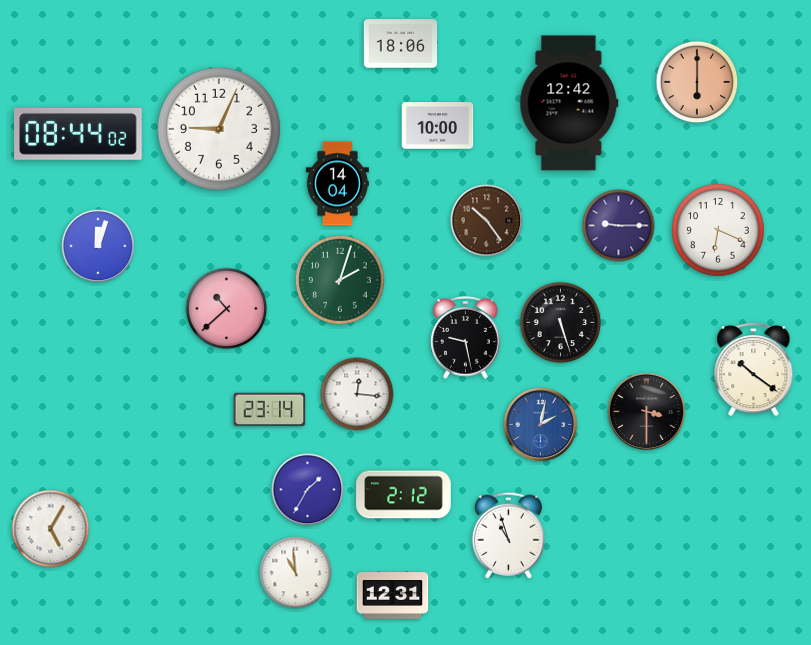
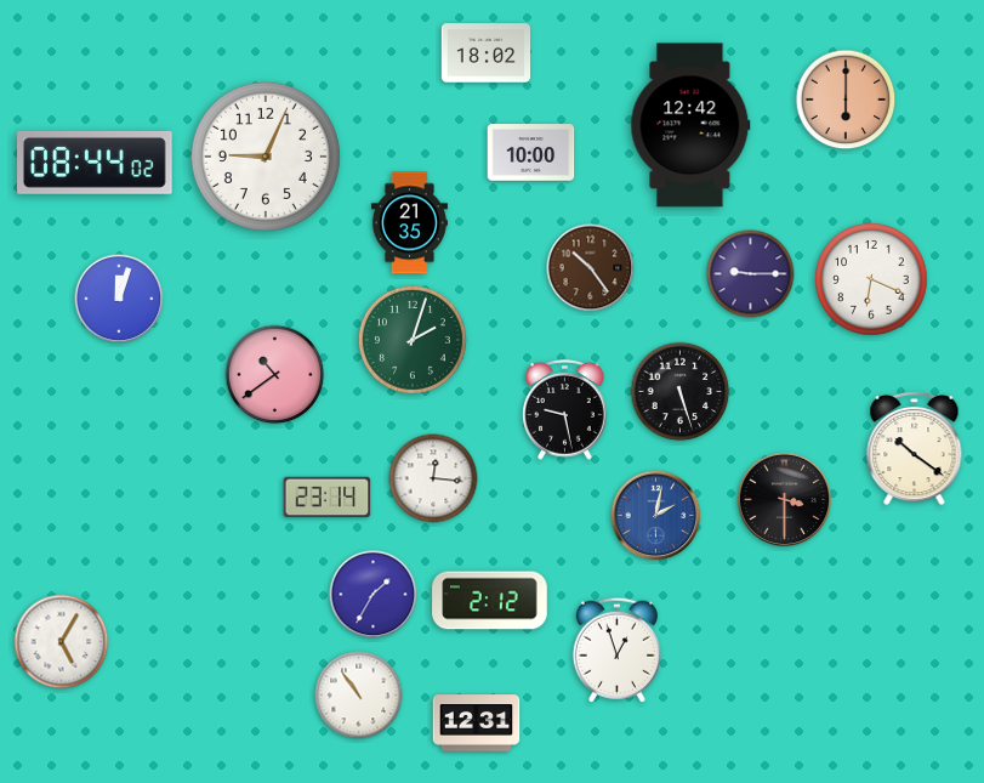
clock at (401, 44): 18:06 -> 18:02
clock at (337, 184): 14:04 -> 21:35
clock at (227, 309): 10:38 -> 10:39
clock at (508, 535): 10:57 -> 12:57
clock at (296, 573): 10:59 -> 10:54
